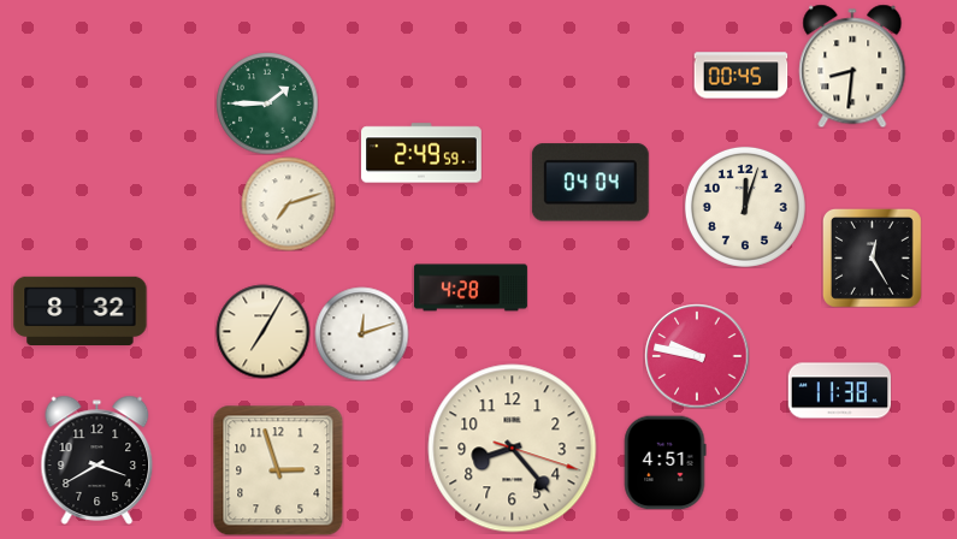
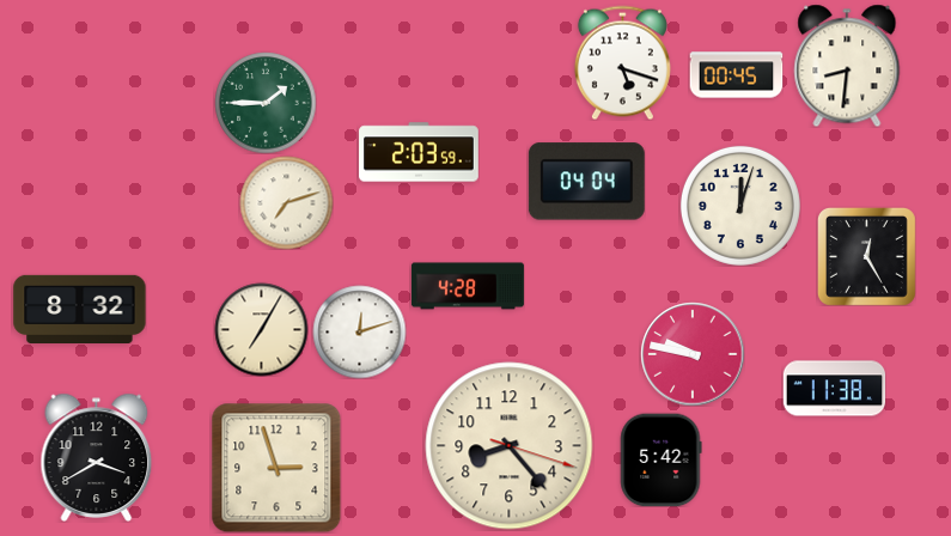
clock at (622, 62): none -> 5:18
clock at (421, 153): 2:49 -> 2:03
clock at (664, 462): 4:51 -> 5:42
